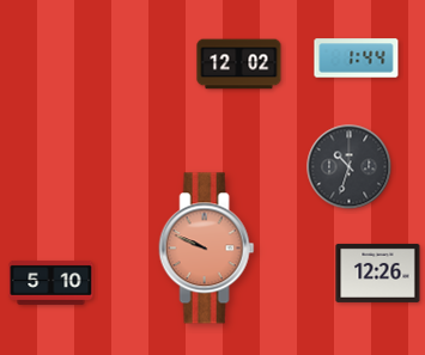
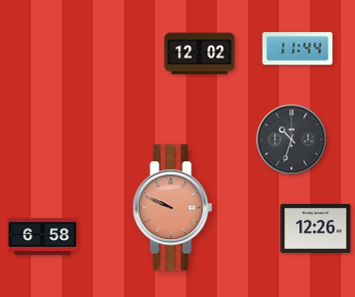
clock at (357, 59): 1:44 -> 11:44
clock at (51, 282): 5:10 -> 6:58
